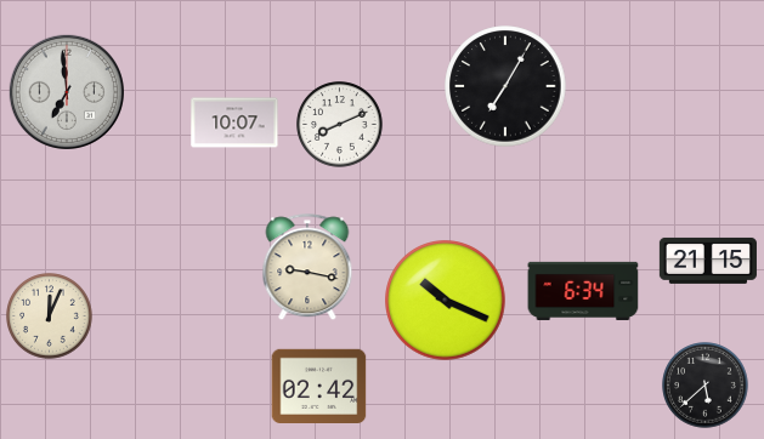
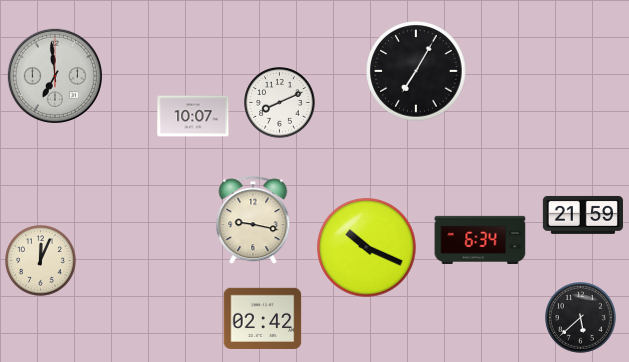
clock at (234, 122) position: (234, 122) -> (193, 116)
clock at (708, 261): 21:15 -> 21:59
